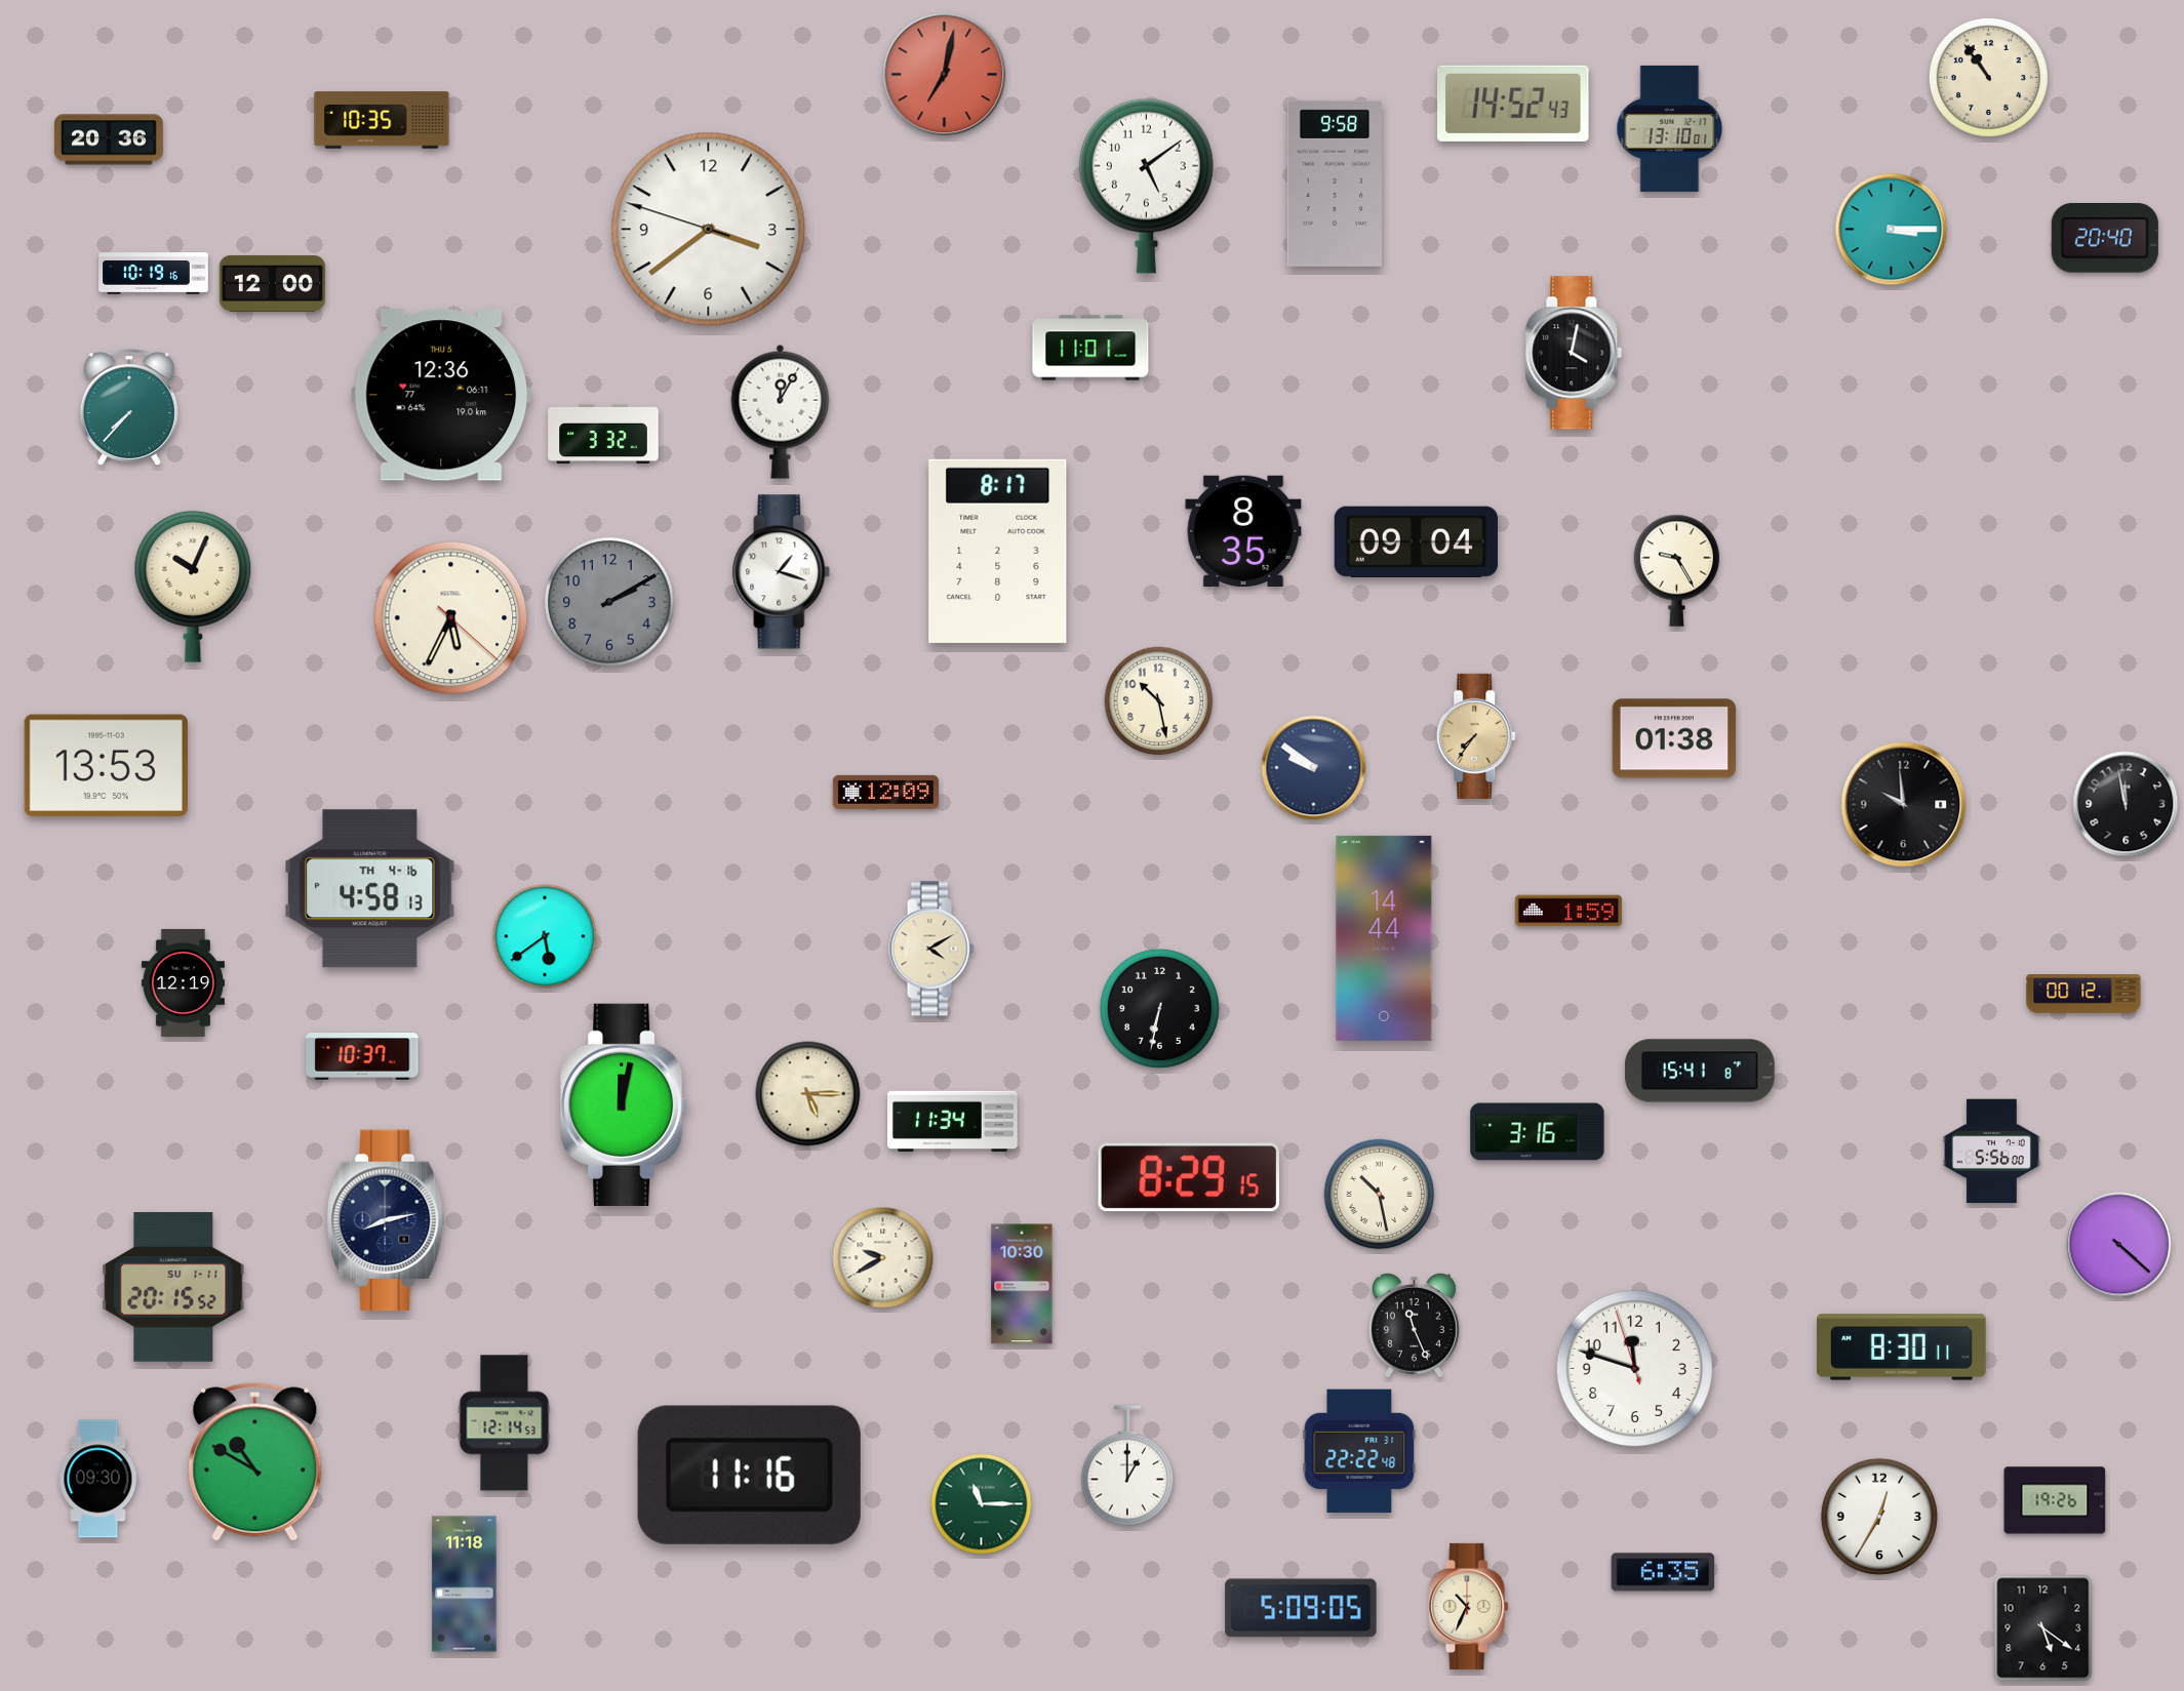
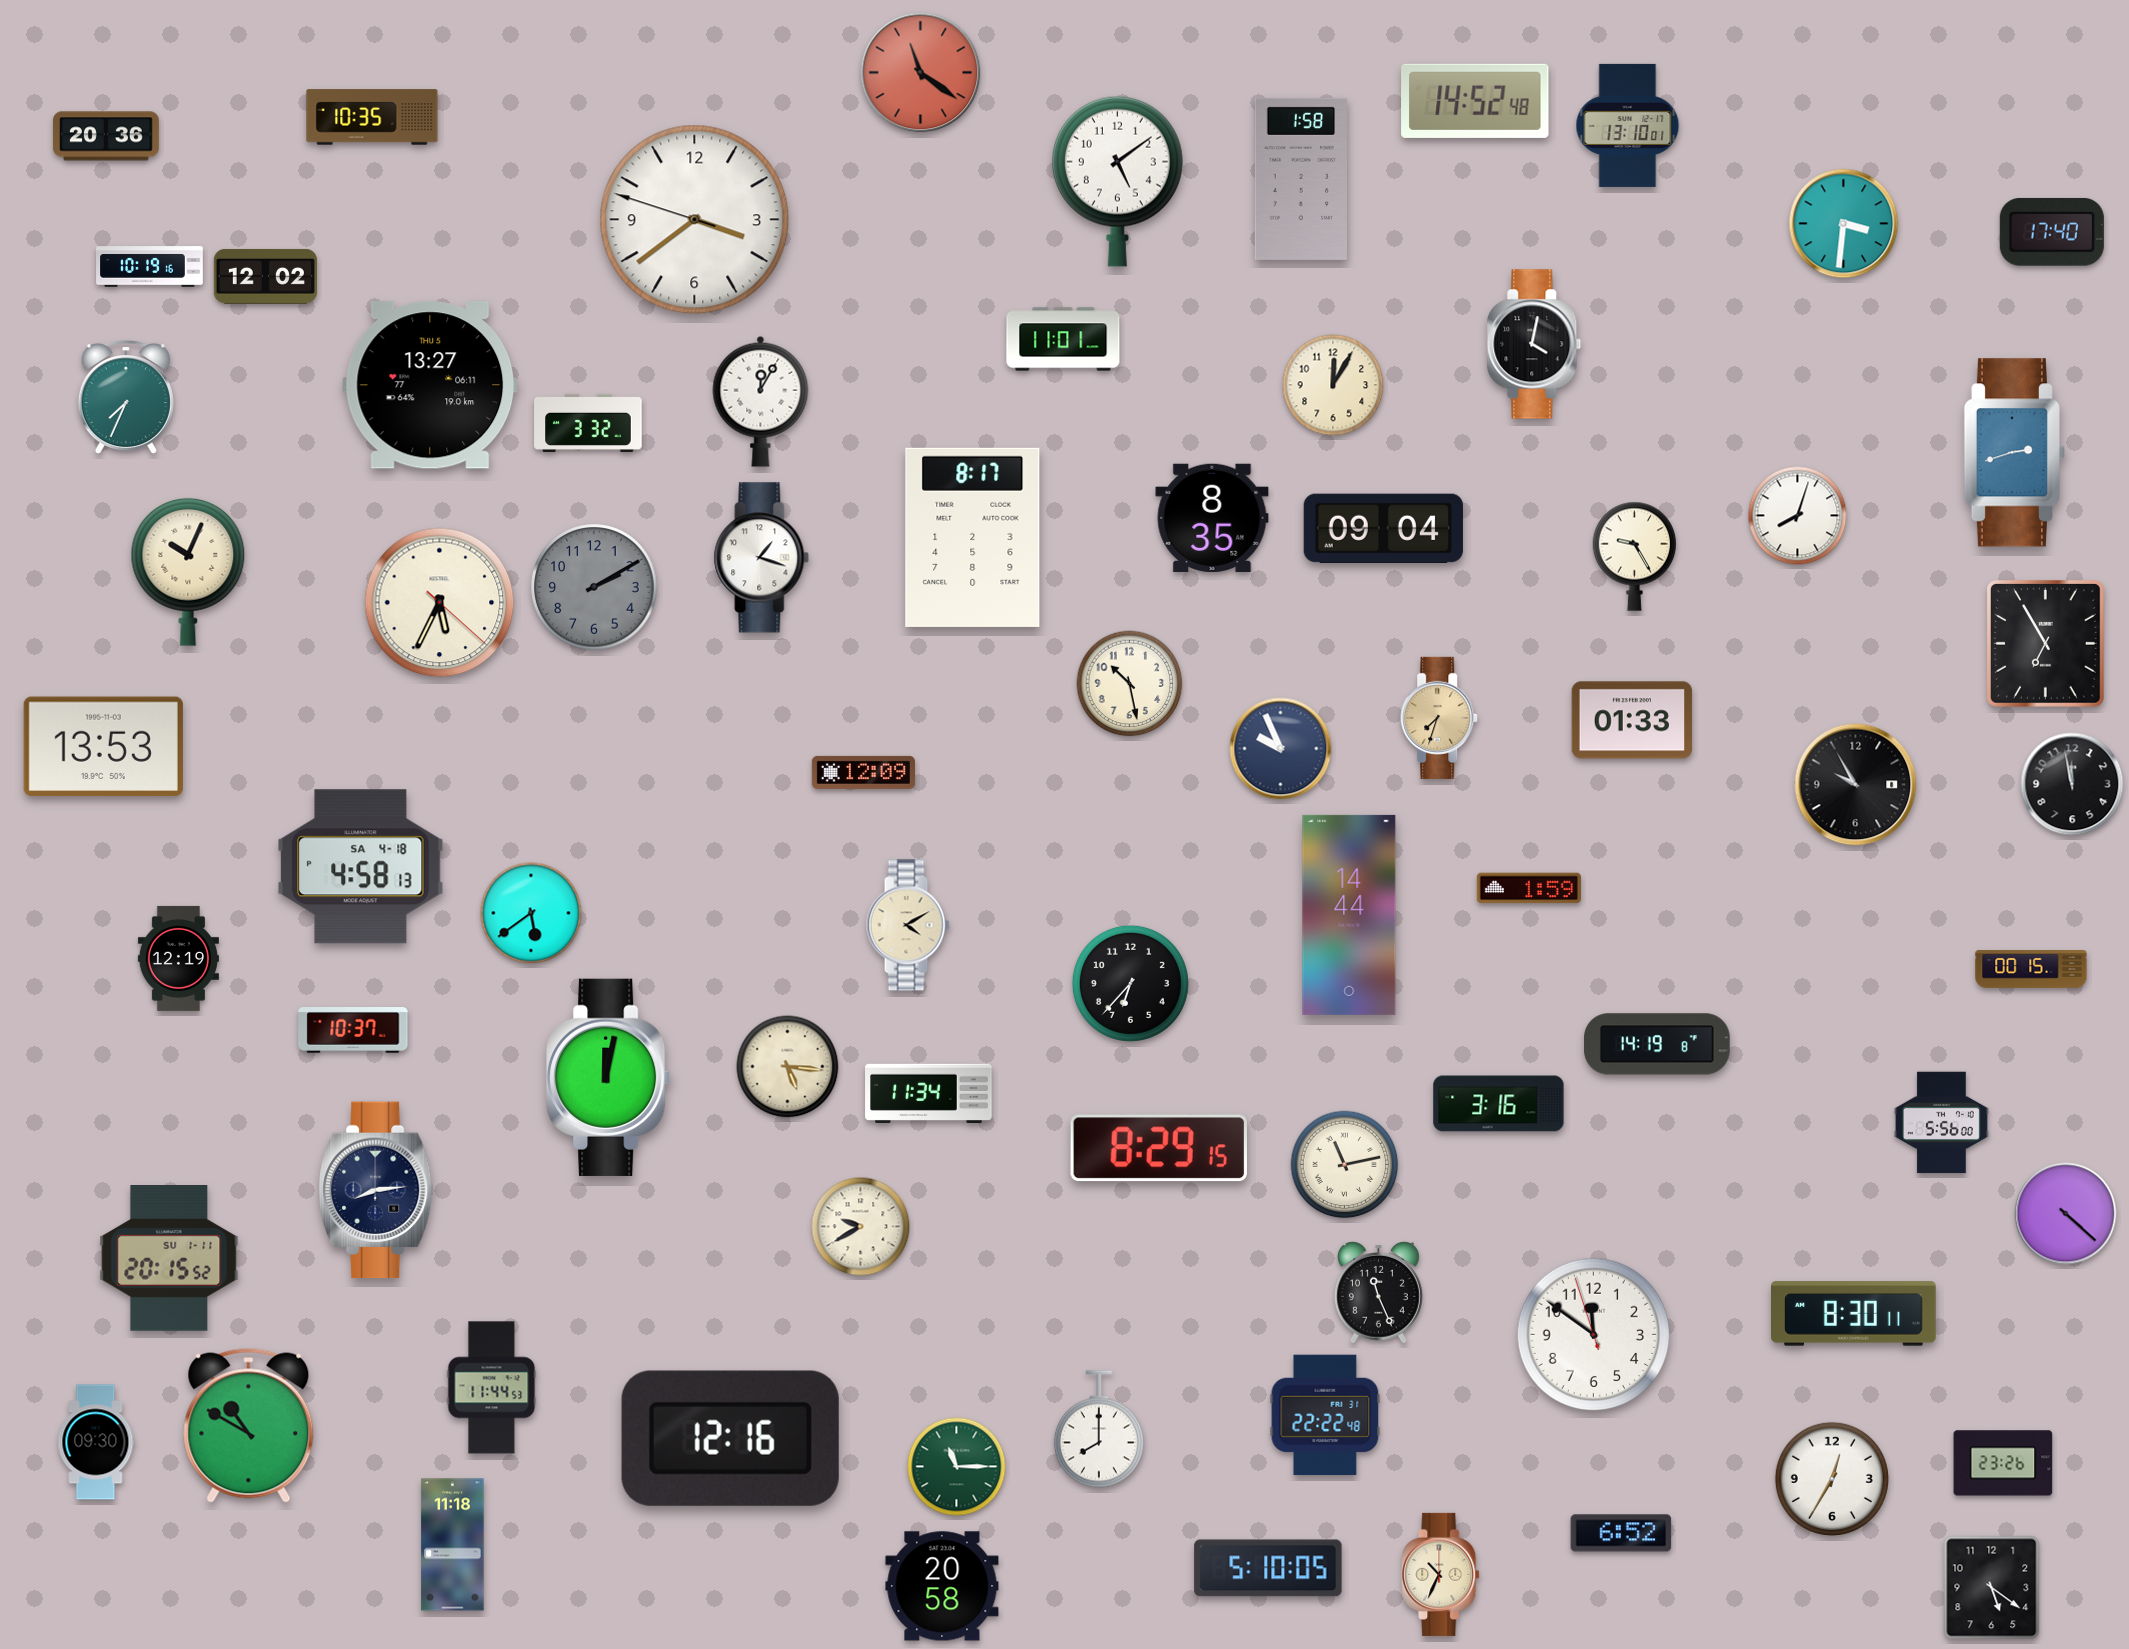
clock at (945, 75): 7:02 -> 11:21
clock at (1988, 77): 10:54 -> none
clock at (1513, 104): 14:52:43 -> 14:52:48
clock at (1334, 184): 9:58 -> 1:58
clock at (709, 230) position: (709, 230) -> (695, 220)
clock at (1892, 230): 3:15 -> 3:31
clock at (2105, 238): 20:40 -> 17:40
clock at (272, 283): 12:00 -> 12:02
clock at (441, 395): 12:36 -> 13:27
clock at (1333, 385): none -> 12:05
clock at (129, 408): 7:37 -> 7:34
clock at (2014, 453): none -> 2:42
clock at (1798, 516): none -> 8:03
clock at (1416, 541) position: (1416, 541) -> (1383, 528)
clock at (2045, 644): none -> 6:55
clock at (1477, 736): 7:36 -> 7:33
clock at (1674, 738): 01:38 -> 01:33
clock at (1314, 768): 9:51 -> 9:56
clock at (1904, 805): 9:59 -> 9:55
clock at (370, 889) date: TH 4-16 -> SA 4-18
clock at (2083, 995): 00:12 -> 00:15
clock at (1159, 1008): 6:32 -> 6:37
clock at (1700, 1071): 15:41 -> 14:19
clock at (808, 1094): 5:15 -> 5:16
clock at (1380, 1195): 10:28 -> 11:13
clock at (387, 1220): 8:13 -> 8:14
clock at (1022, 1284): 10:30 -> none
clock at (173, 1288) position: (173, 1288) -> (169, 1259)
clock at (1635, 1369): 11:47 -> 11:50
clock at (505, 1423): 12:14 -> 11:44
clock at (1127, 1465): 1:00 -> 8:00
clock at (749, 1475): 11:16 -> 12:16
clock at (2055, 1500): 19:26 -> 23:26
clock at (1663, 1572): 6:35 -> 6:52
clock at (1469, 1606) position: (1469, 1606) -> (1441, 1574)
clock at (1301, 1608): 5:09 -> 5:10
clock at (942, 1586): none -> 20:58
